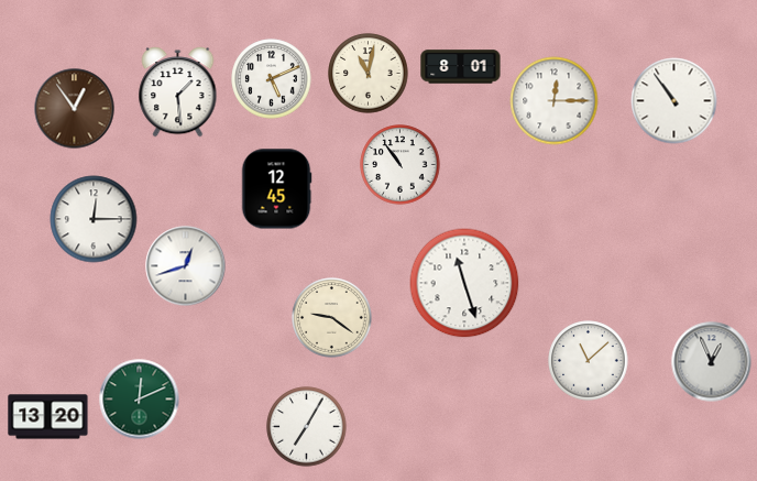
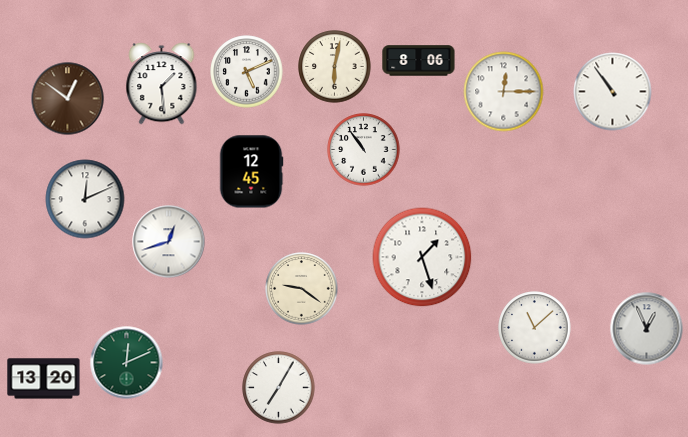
clock at (461, 67): 8:01 -> 8:06
clock at (369, 74): 11:02 -> 6:02
clock at (75, 109): 12:54 -> 12:51
clock at (94, 219): 12:15 -> 12:11
clock at (464, 283): 11:27 -> 1:27
